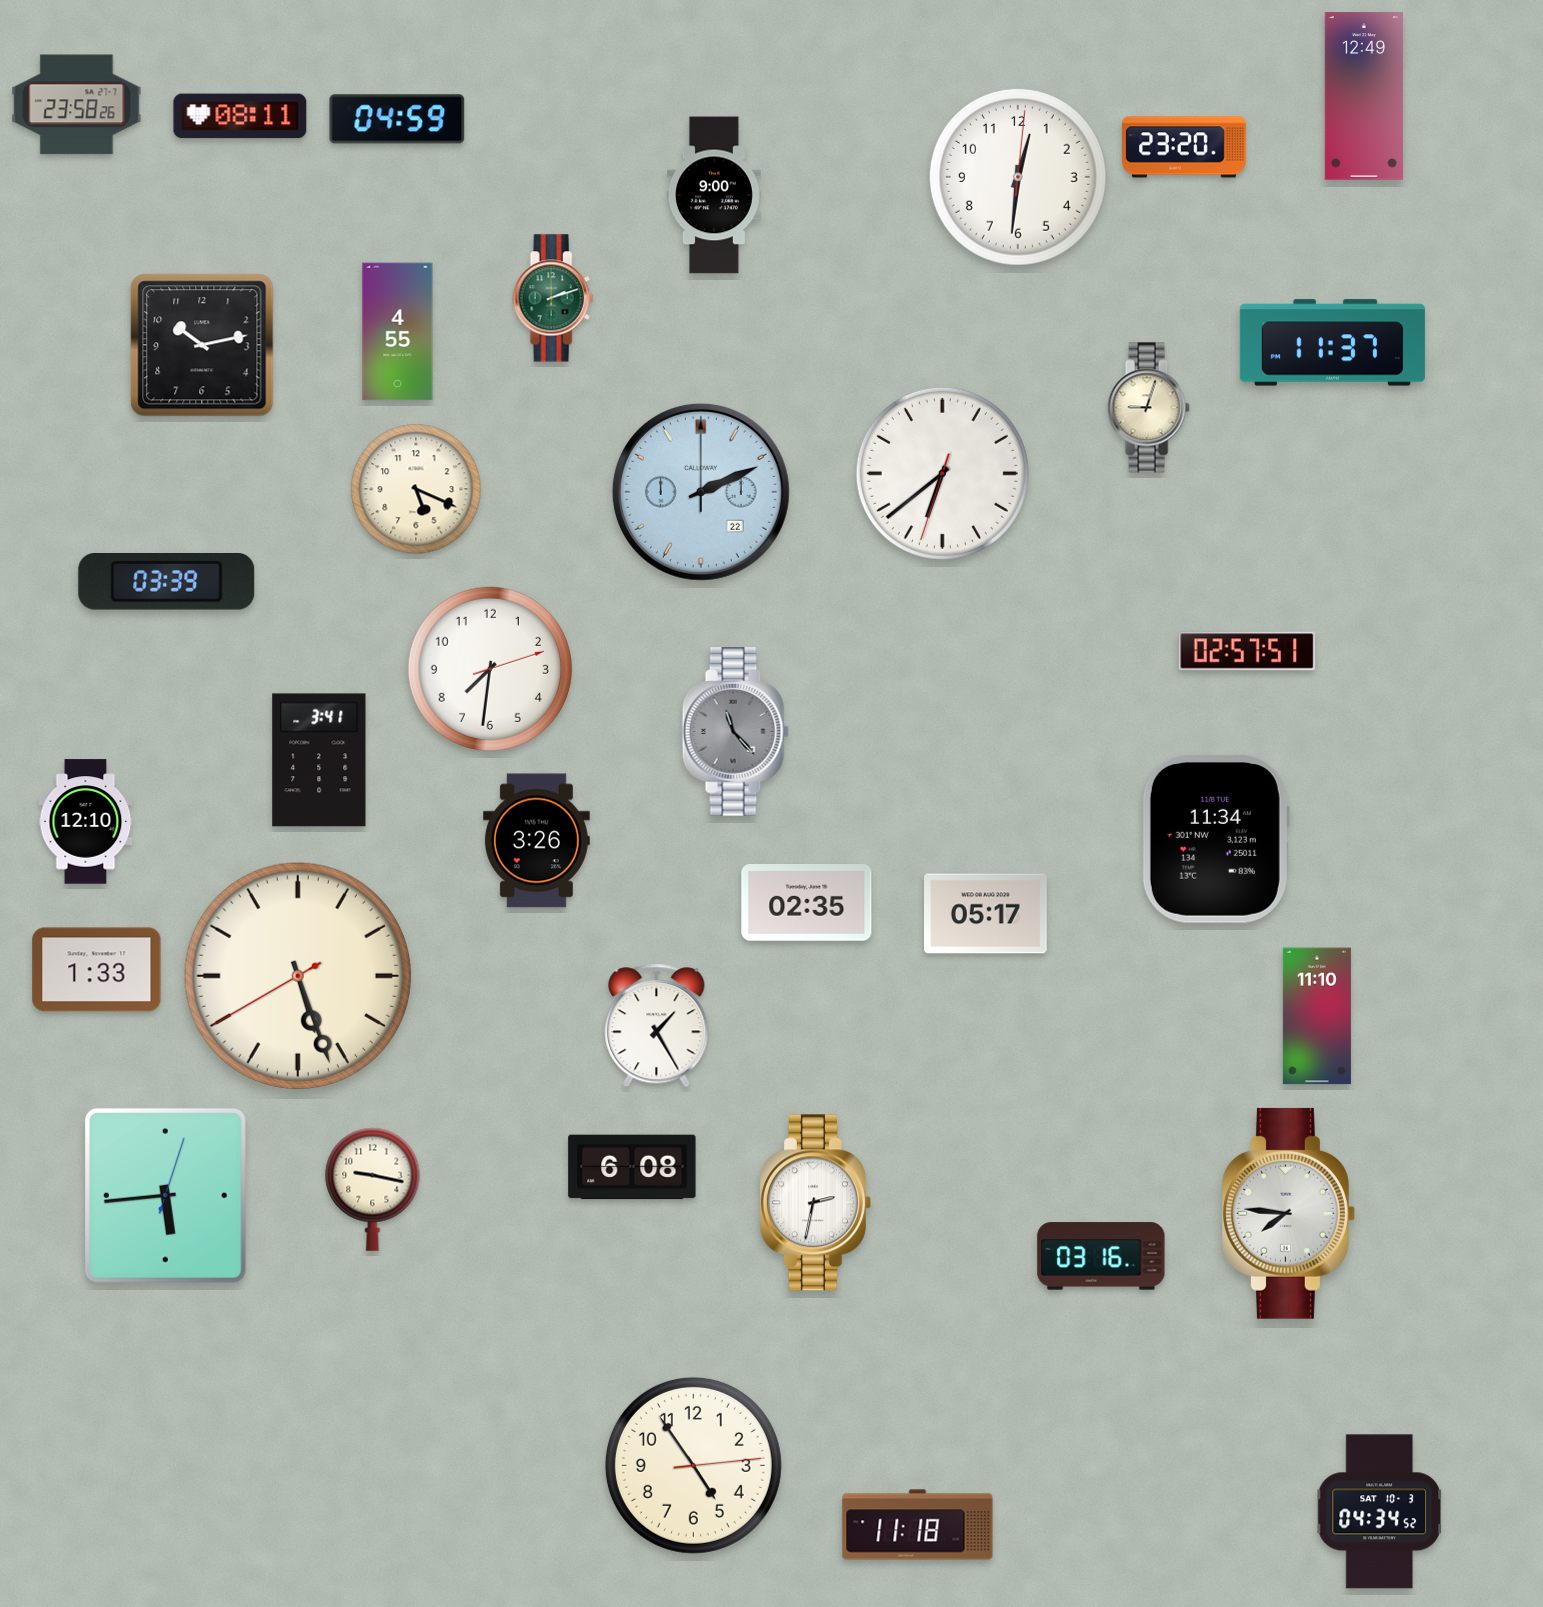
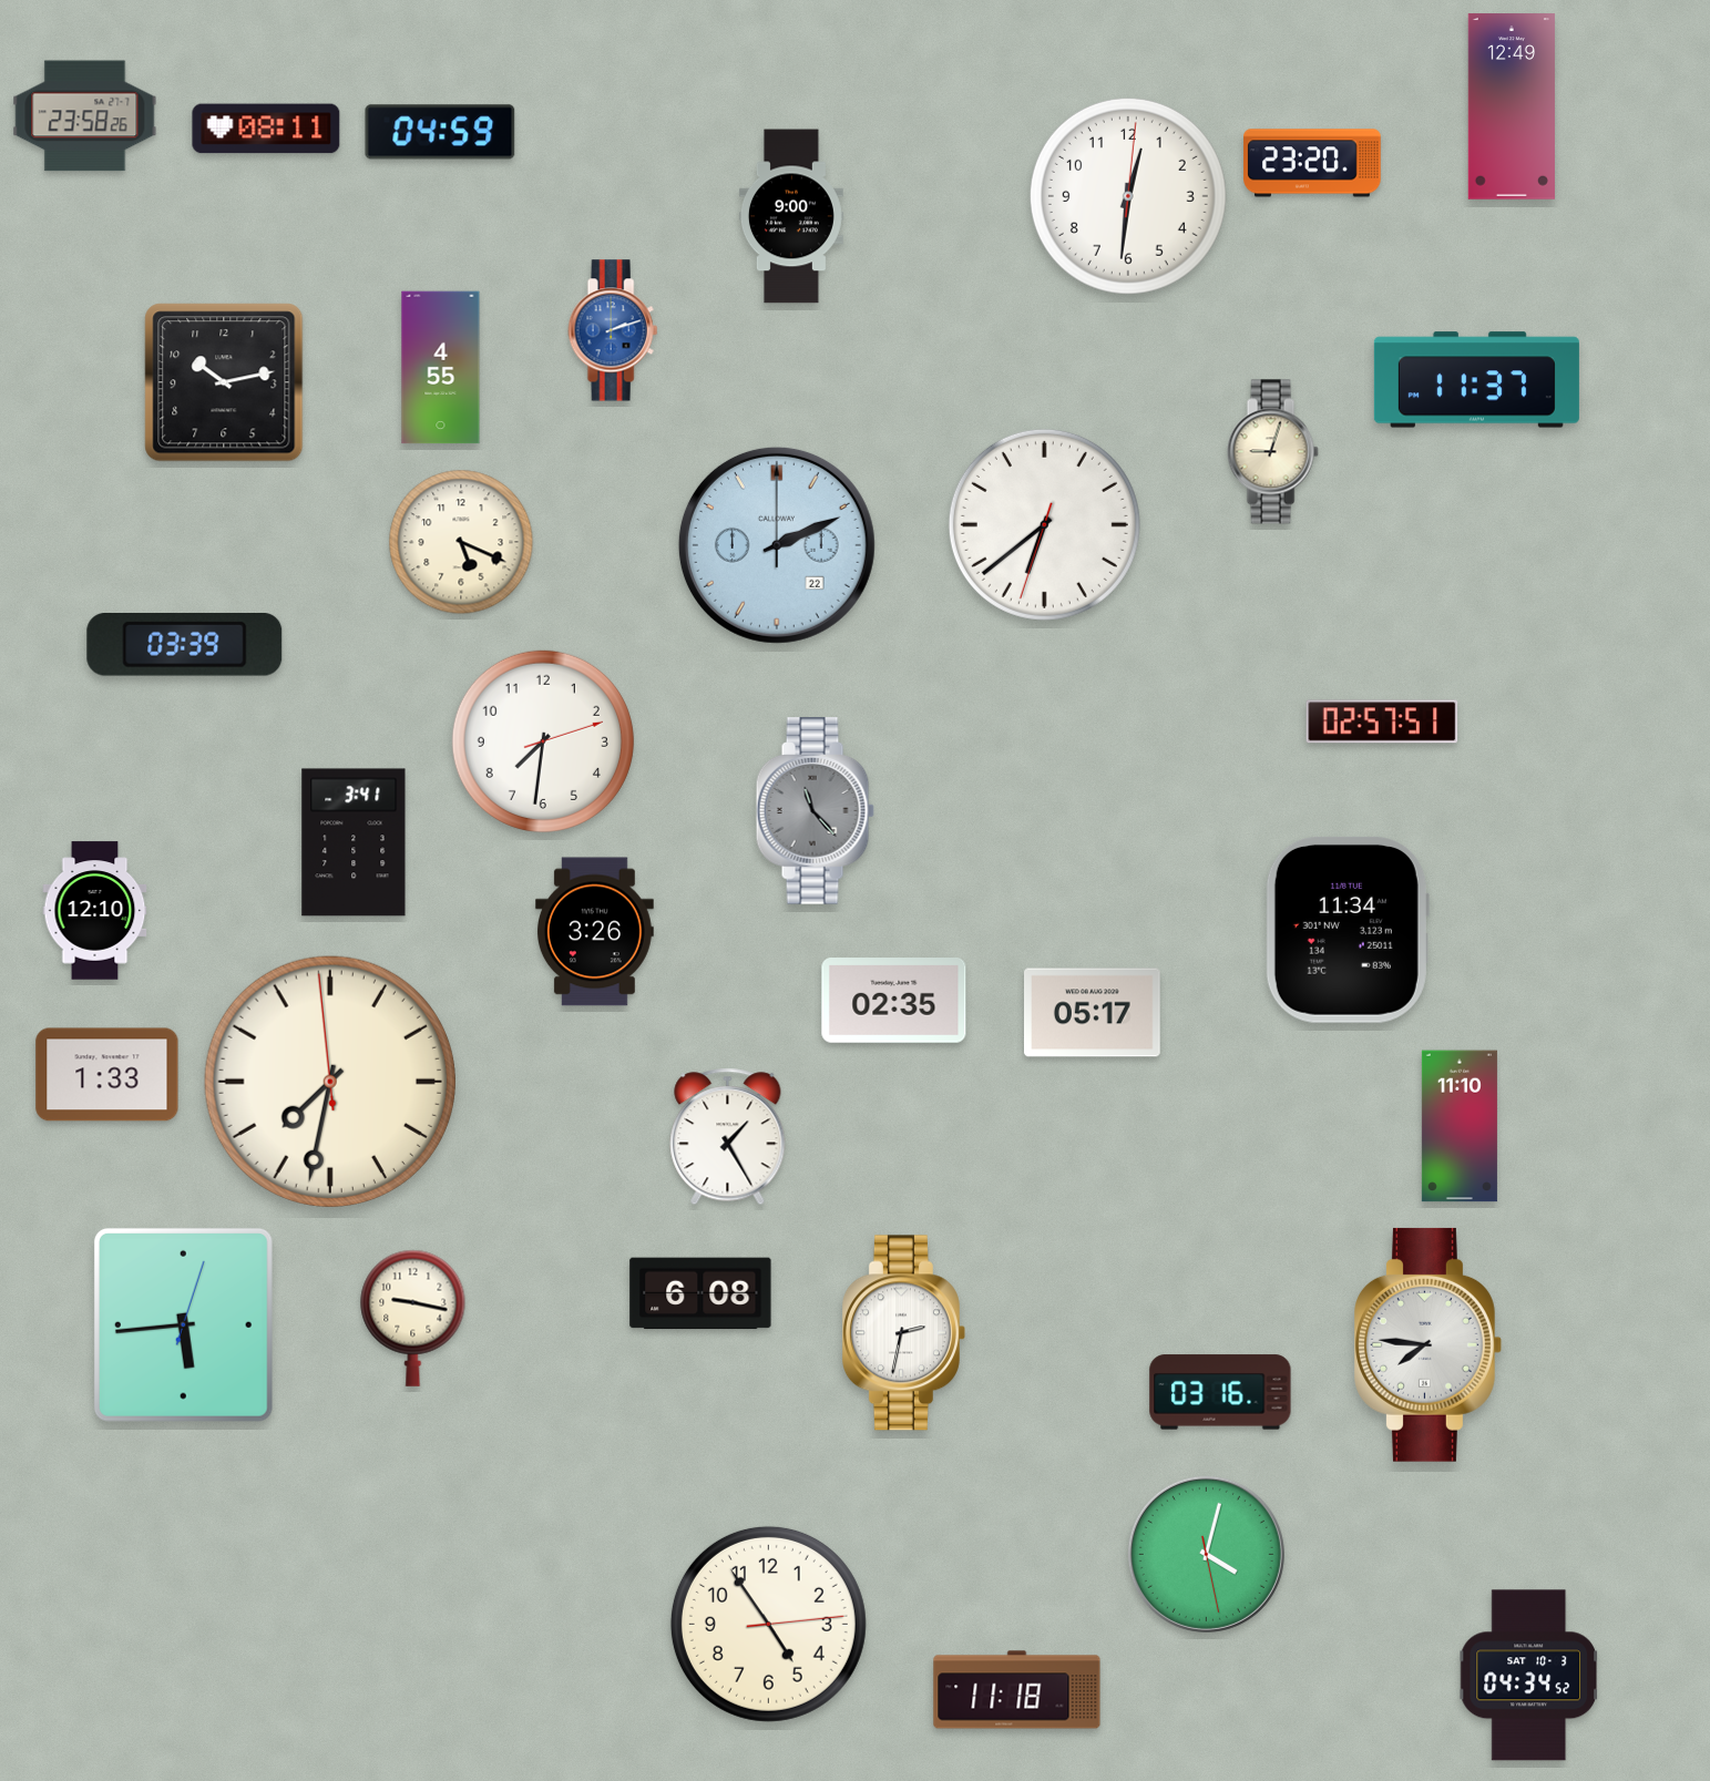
clock at (553, 298) dial: green -> blue
clock at (298, 976): 5:26 -> 7:31
clock at (1206, 1554): none -> 4:02
